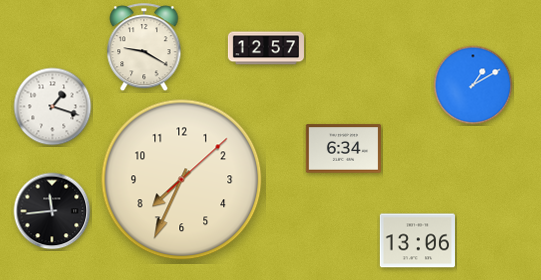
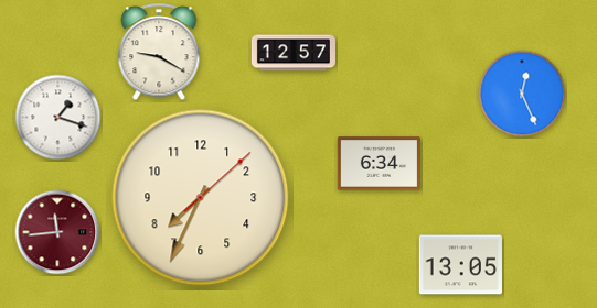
clock at (473, 85): 1:10 -> 12:26
clock at (52, 211) dial: black -> burgundy
clock at (417, 241): 13:06 -> 13:05
